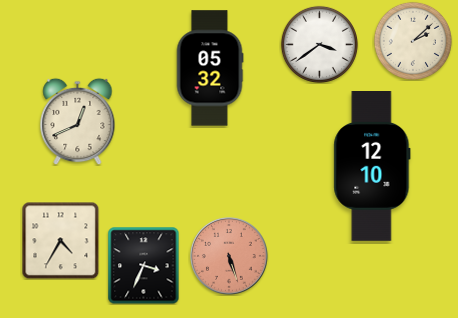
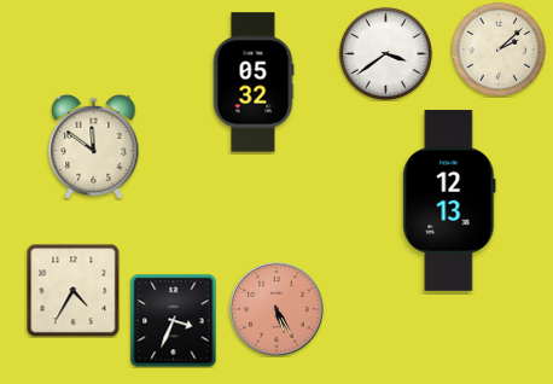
clock at (78, 121): 12:41 -> 11:51
clock at (372, 167): 12:10 -> 12:13
clock at (230, 257): 5:27 -> 5:25
